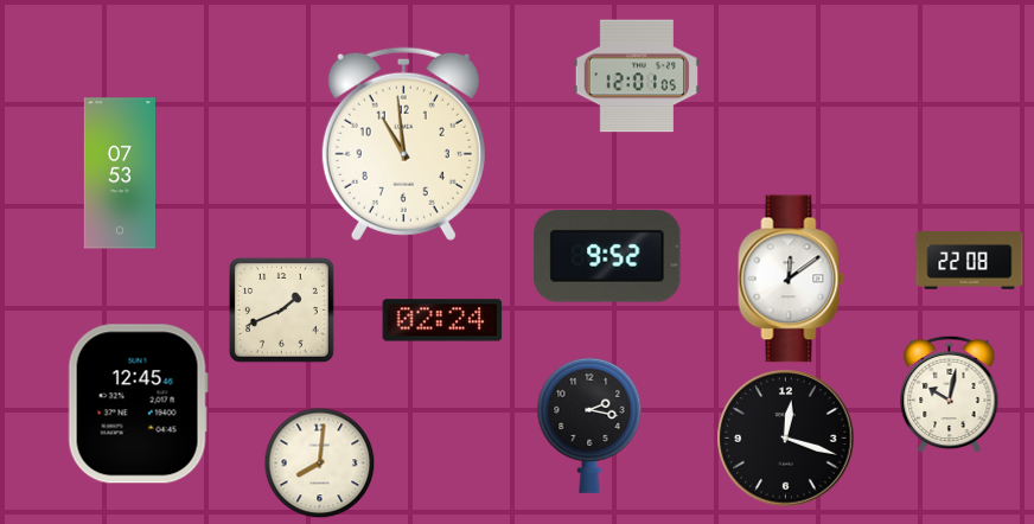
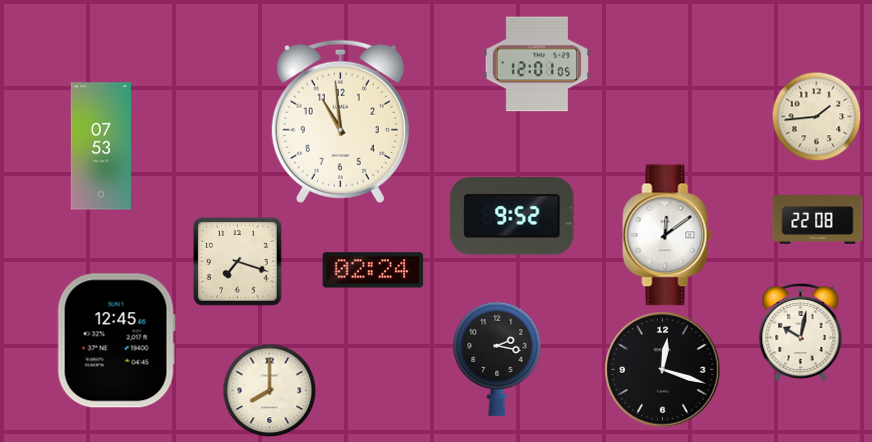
clock at (816, 116): none -> 1:44
clock at (281, 309): 1:41 -> 7:18
clock at (319, 462): 8:01 -> 8:00
